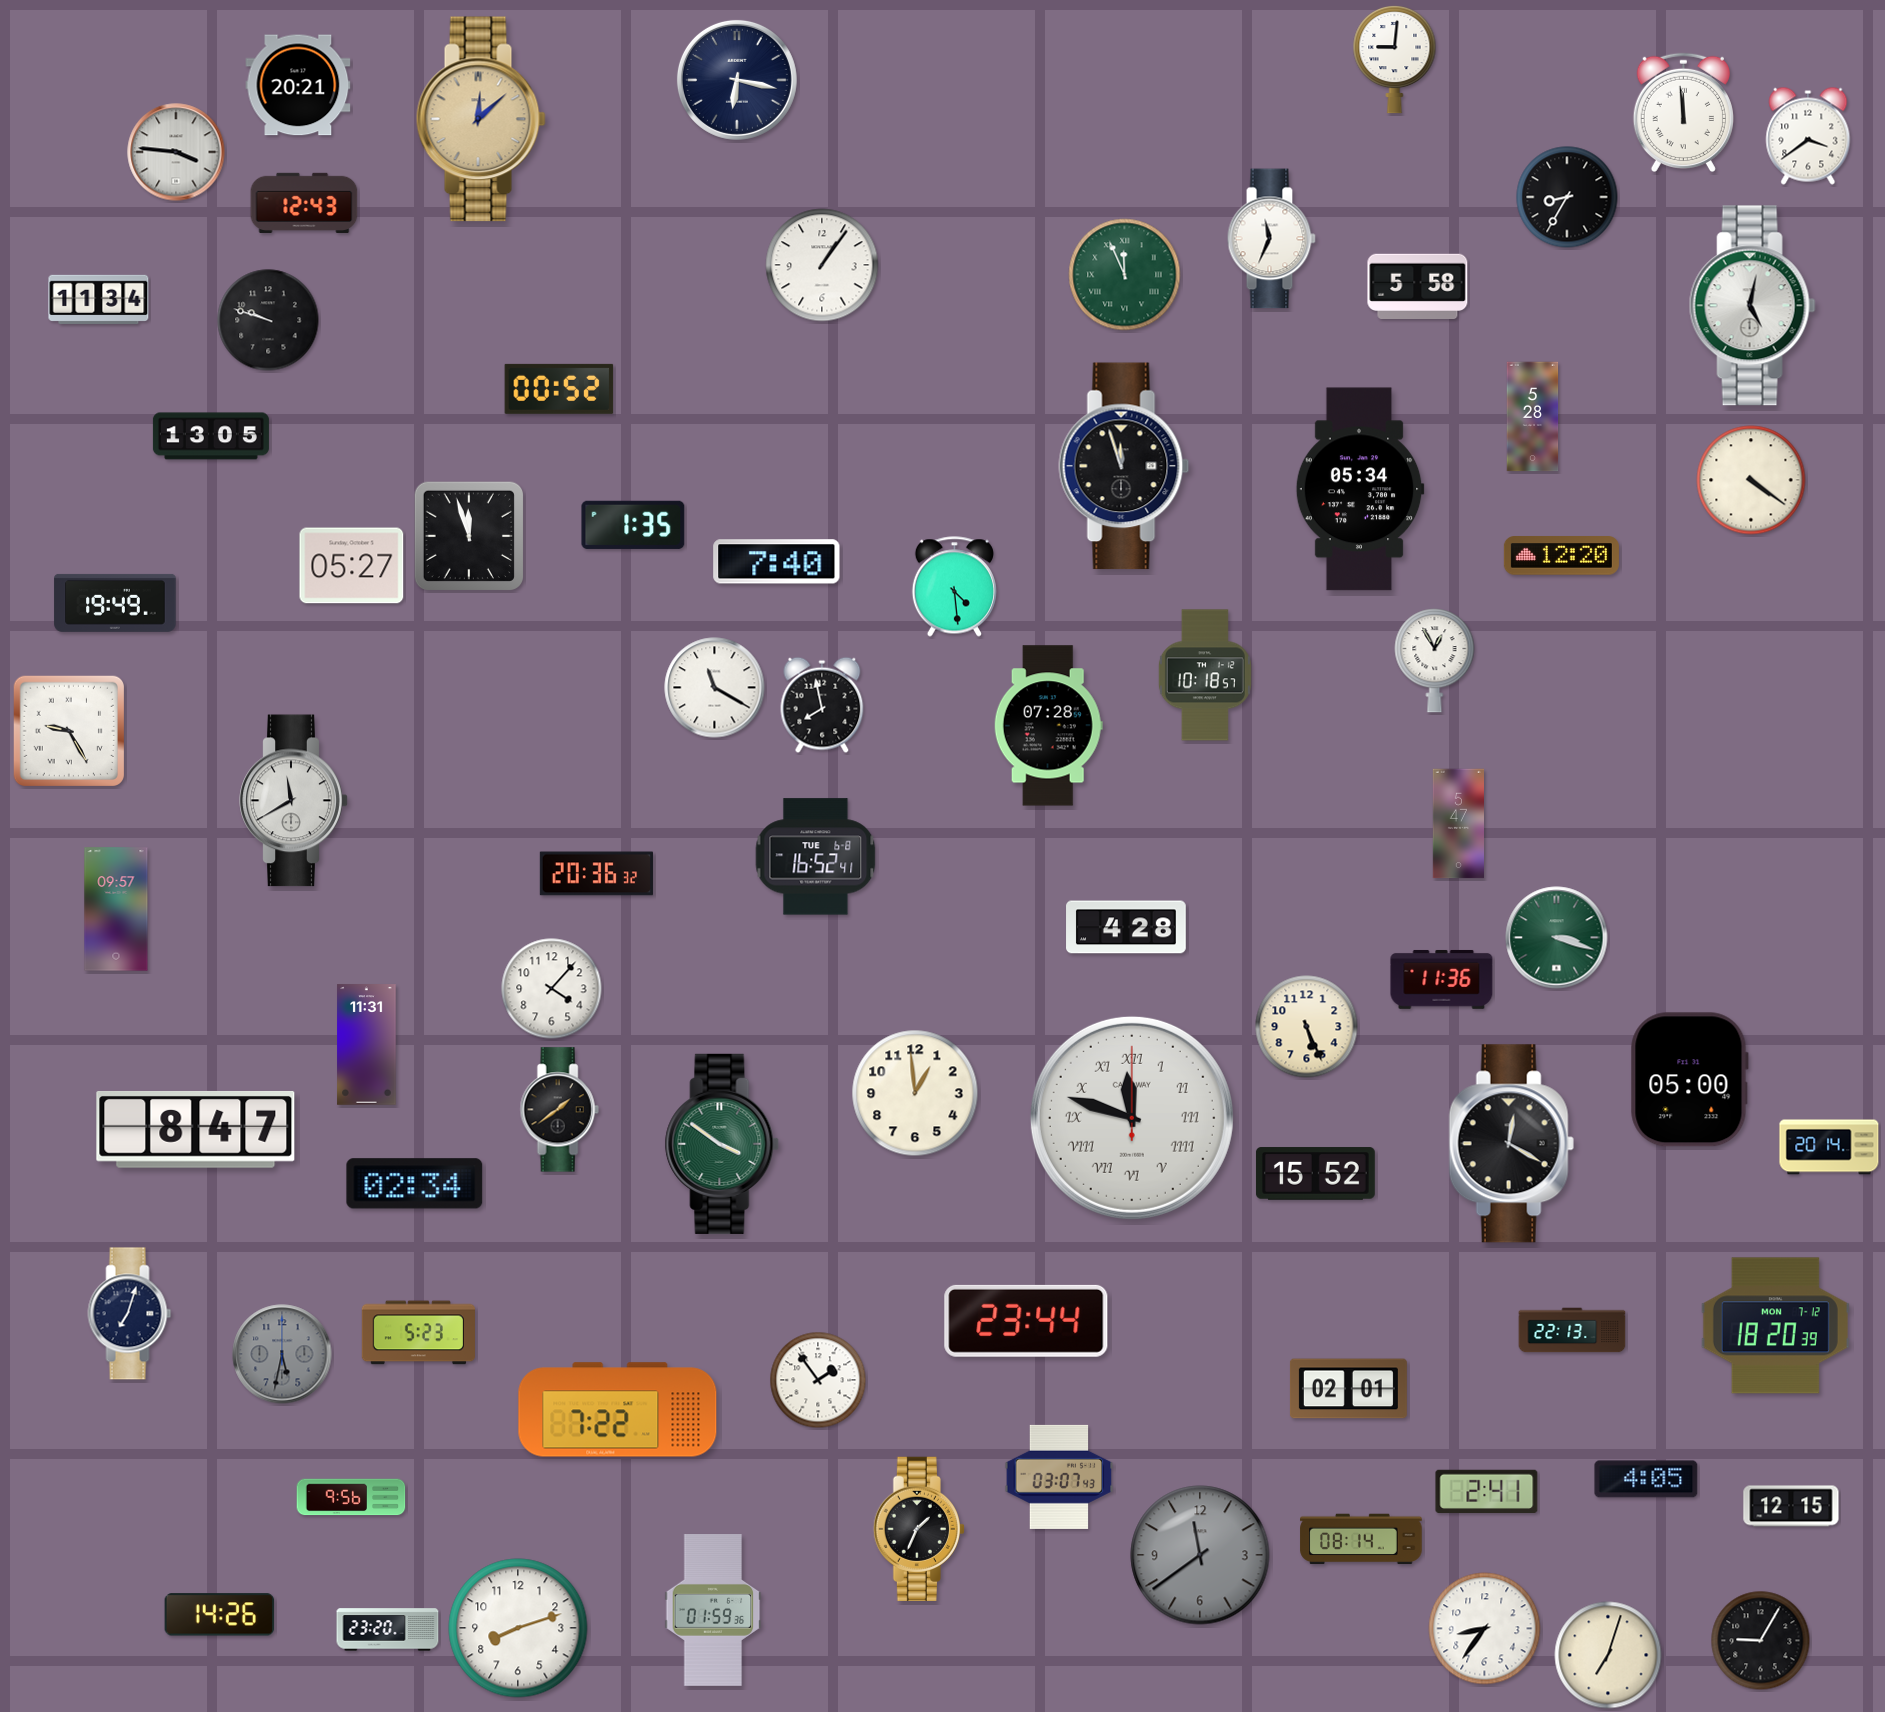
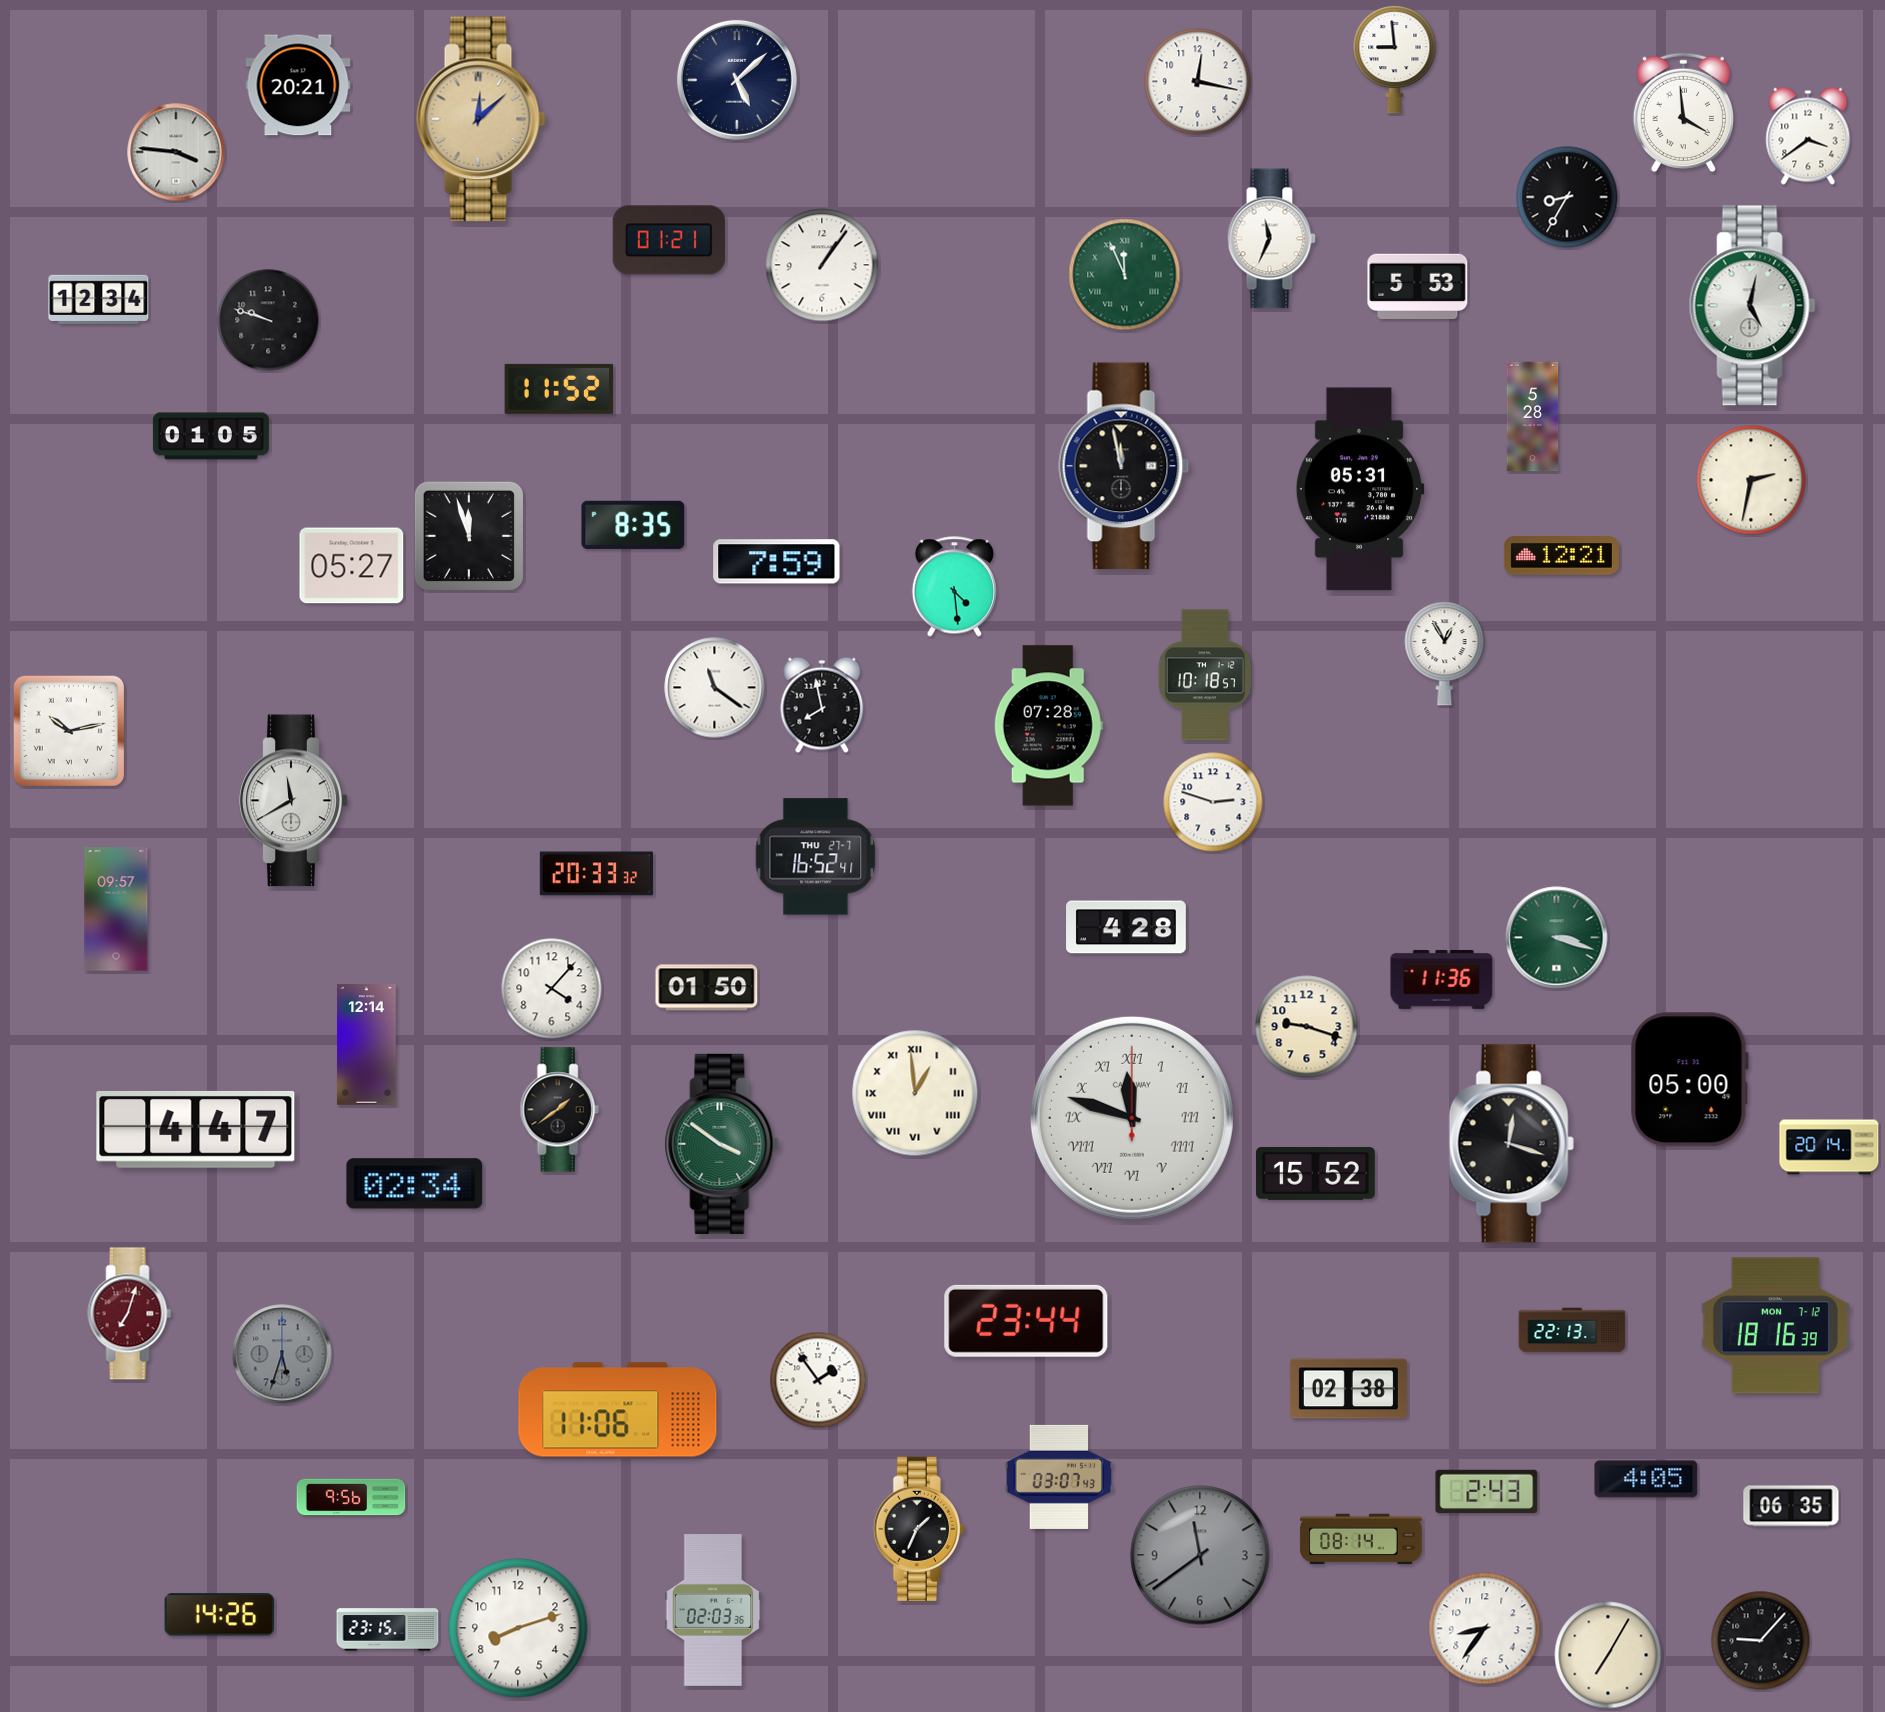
clock at (1395, 59): 9:01 -> 8:59
clock at (737, 80): 6:17 -> 5:08
clock at (1198, 82): none -> 12:17
clock at (1683, 113): 11:59 -> 3:59
clock at (304, 203): 12:43 -> none
clock at (669, 240): none -> 01:21
clock at (1418, 286): 5:58 -> 5:53
clock at (99, 299): 11:34 -> 12:34
clock at (559, 389): 00:52 -> 11:52
clock at (211, 436): 13:05 -> 01:05
clock at (1124, 466): 11:57 -> 11:58
clock at (1751, 480): 4:21 -> 2:32
clock at (1360, 489): 05:34 -> 05:31
clock at (633, 525): 1:35 -> 8:35
clock at (1561, 556): 12:20 -> 12:21
clock at (777, 562): 7:40 -> 7:59
clock at (115, 603): 19:49 -> none
clock at (1435, 661) position: (1435, 661) -> (1445, 654)
clock at (715, 688): 11:20 -> 11:21
clock at (68, 730): 9:25 -> 10:13
clock at (1213, 802): none -> 2:48
clock at (1459, 824): 5:47 -> none
clock at (816, 857) date: TUE 6-8 -> THU 27-7
clock at (596, 874): 20:36 -> 20:33
clock at (707, 988): none -> 01:50
clock at (1307, 1027): 5:26 -> 9:18
clock at (367, 1045): 11:31 -> 12:14
clock at (915, 1093) numerals: Arabic -> Roman
clock at (196, 1129): 8:47 -> 4:47
clock at (1511, 1144): 12:20 -> 12:18
clock at (130, 1314) dial: navy -> burgundy
clock at (1775, 1326): 18:20 -> 18:16
clock at (418, 1333): 5:23 -> none
clock at (282, 1354): 5:32 -> 5:33
clock at (1348, 1389): 02:01 -> 02:38
clock at (618, 1410): 7:22 -> 11:06
clock at (1487, 1492): 2:41 -> 2:43
clock at (1791, 1506): 12:15 -> 06:35
clock at (713, 1611): 01:59 -> 02:03
clock at (388, 1630): 23:20 -> 23:15
clock at (1761, 1641): 9:05 -> 9:07
clock at (1608, 1655): 7:03 -> 7:05
